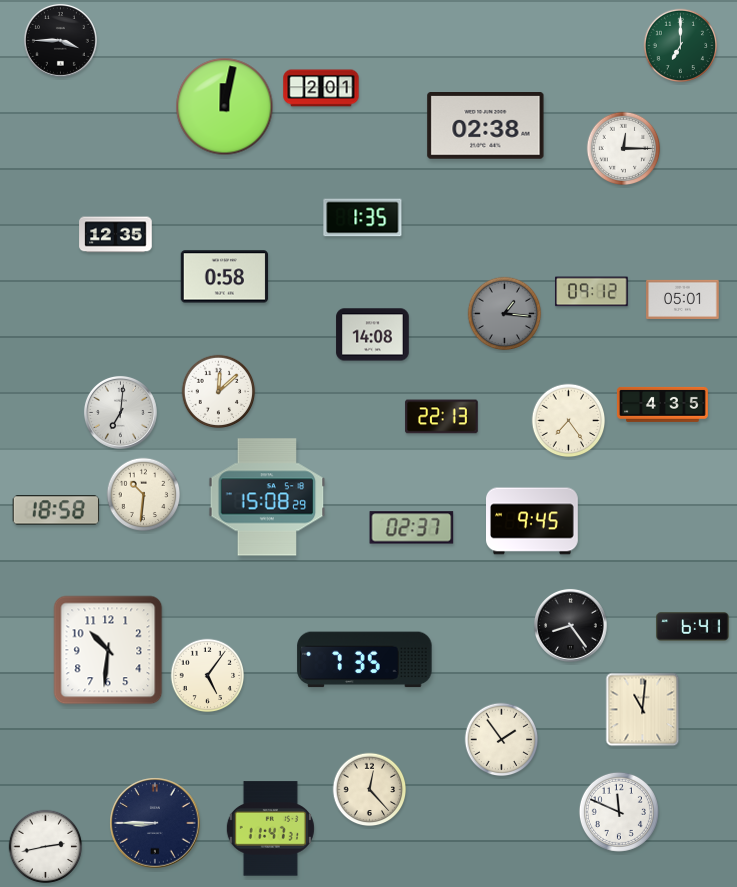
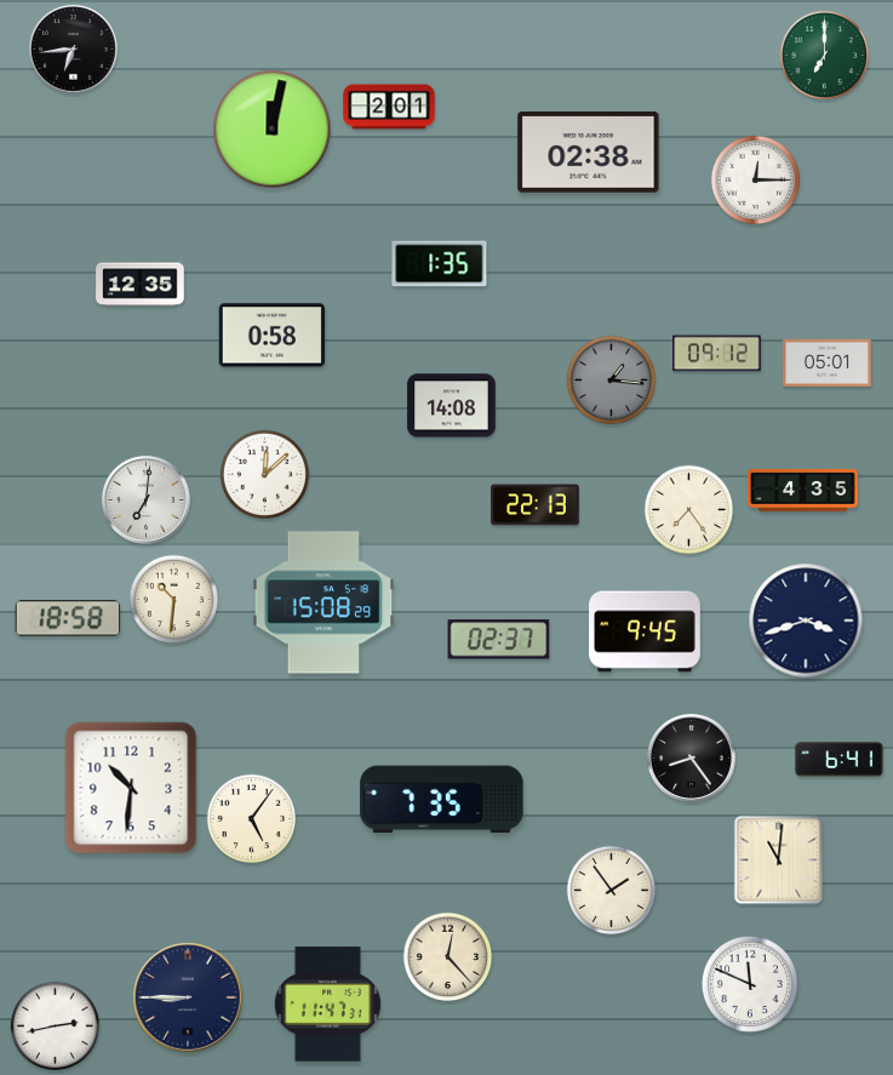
clock at (60, 40): 3:45 -> 6:44
clock at (806, 621): none -> 3:42
clock at (502, 740) position: (502, 740) -> (612, 891)
